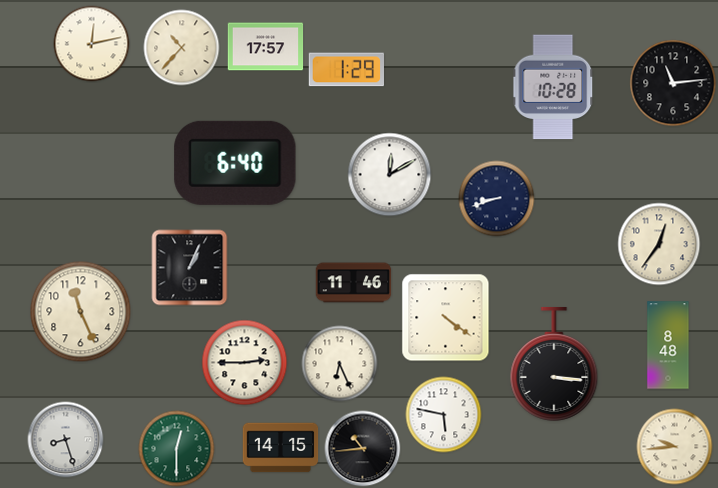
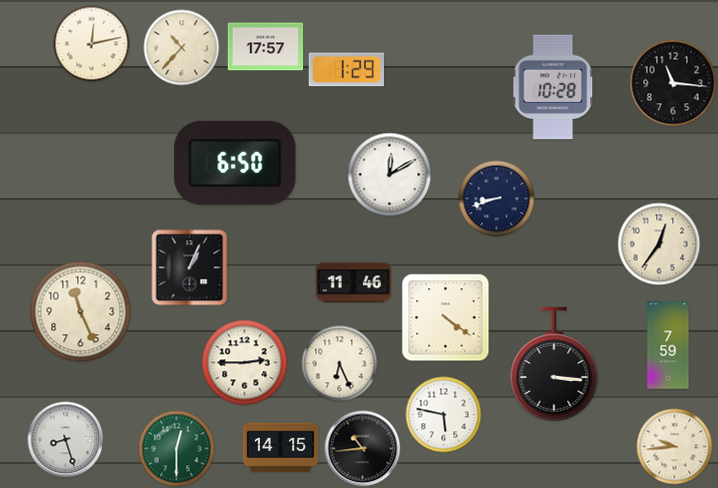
clock at (673, 83): 11:14 -> 11:16
clock at (235, 163): 6:40 -> 6:50
clock at (668, 345): 8:48 -> 7:59
